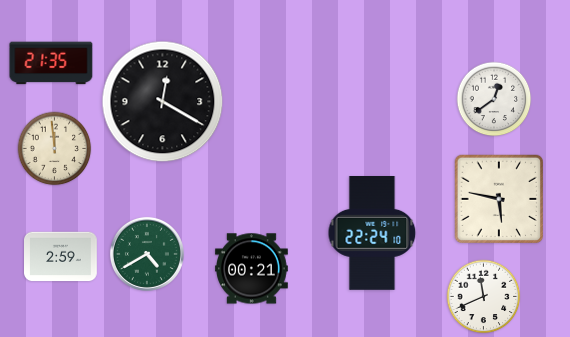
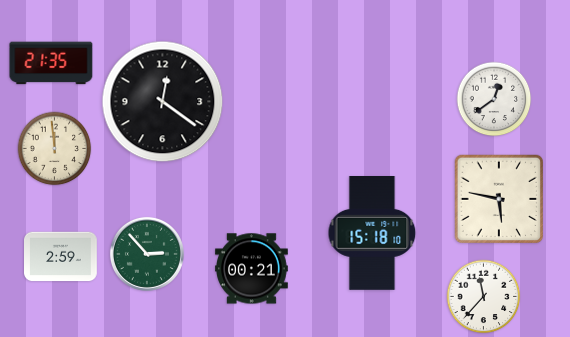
clock at (163, 102): 12:20 -> 12:21
clock at (372, 234): 22:24 -> 15:18
clock at (147, 254): 4:40 -> 2:53
clock at (484, 297): 11:41 -> 11:37
